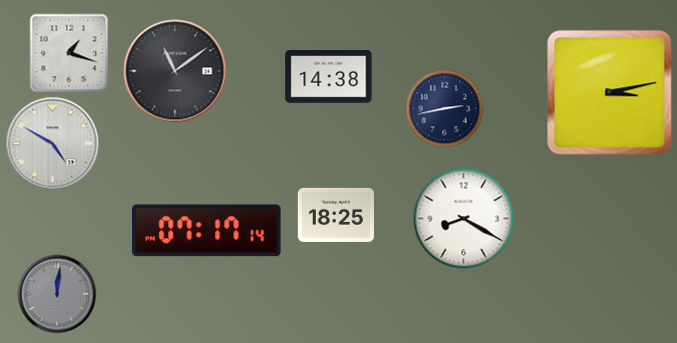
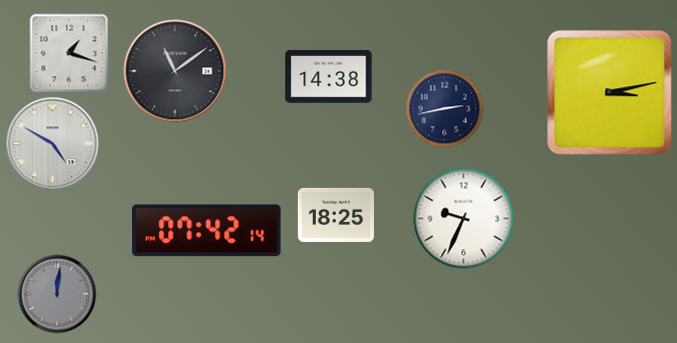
clock at (464, 219): 8:20 -> 9:34
clock at (207, 231): 07:17 -> 07:42
